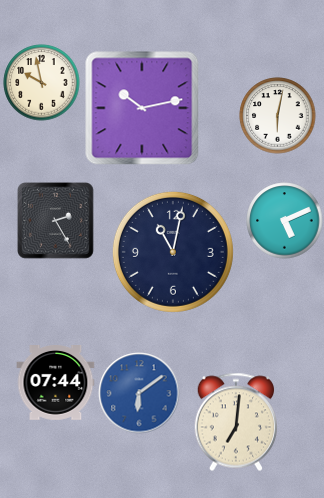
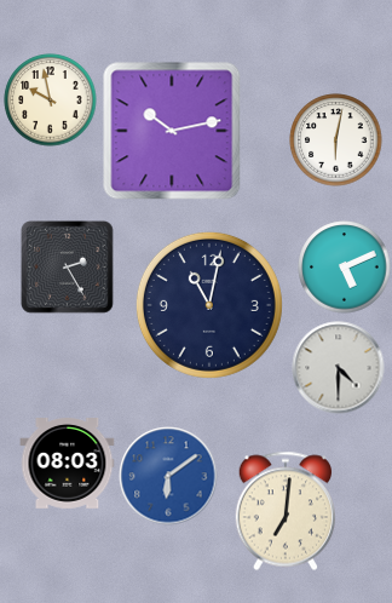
clock at (339, 368): none -> 4:30
clock at (56, 383): 07:44 -> 08:03
